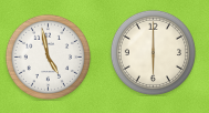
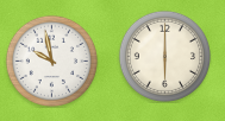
clock at (48, 56): 4:58 -> 9:58
